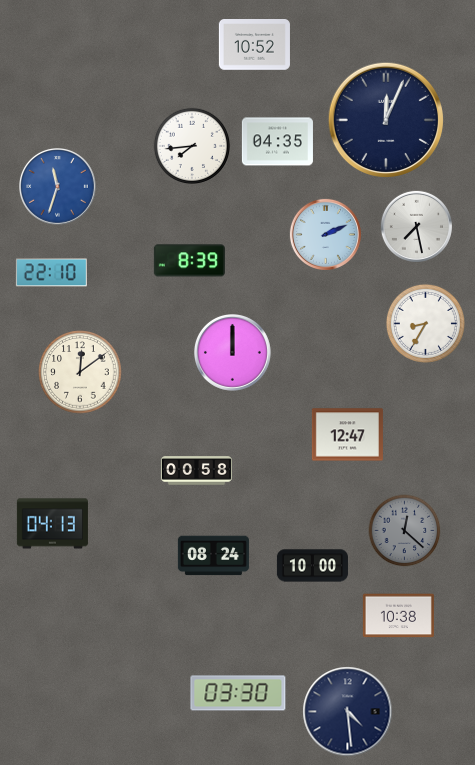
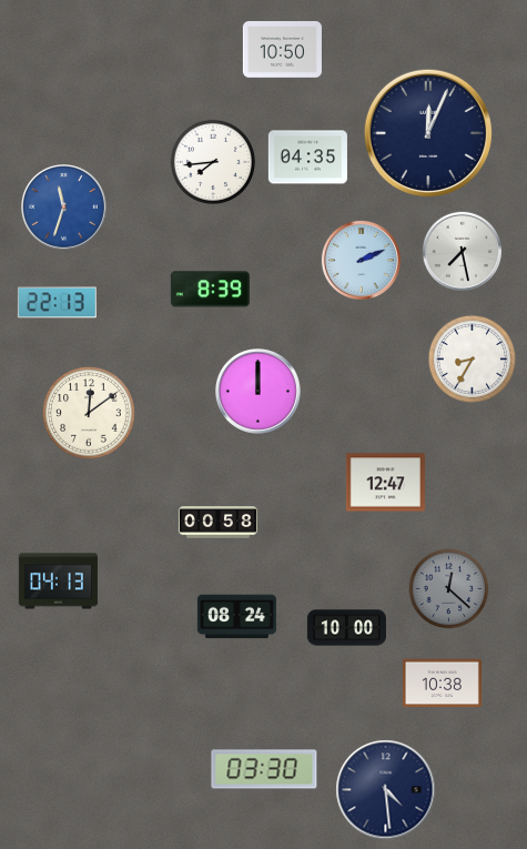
clock at (254, 45): 10:52 -> 10:50
clock at (51, 273): 22:10 -> 22:13
